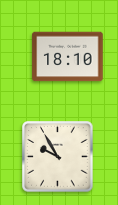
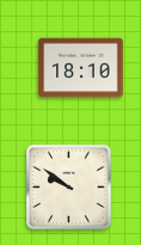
clock at (58, 157): 9:55 -> 9:51
